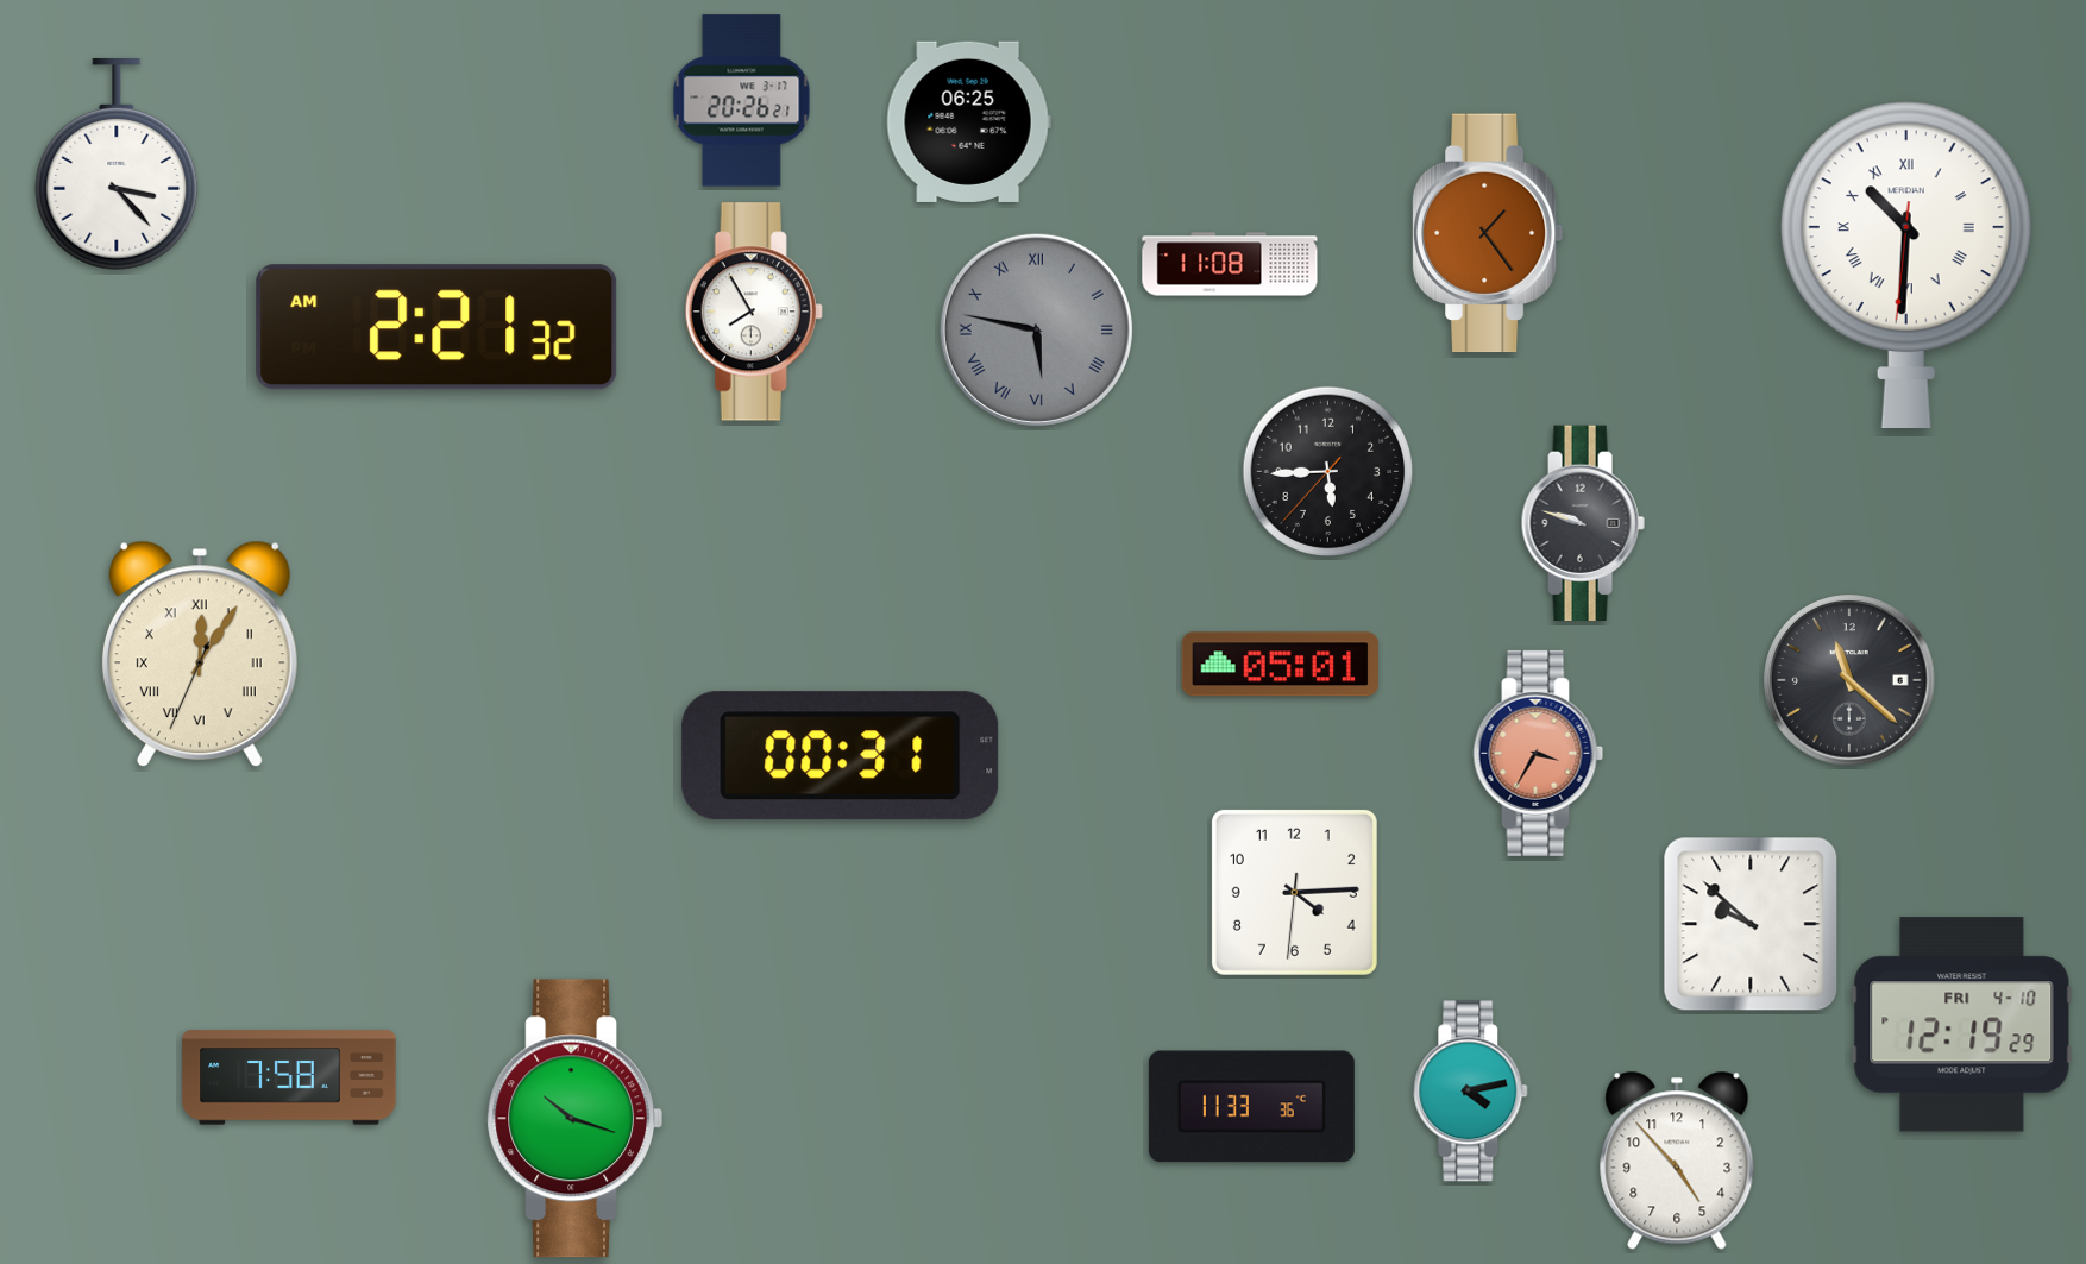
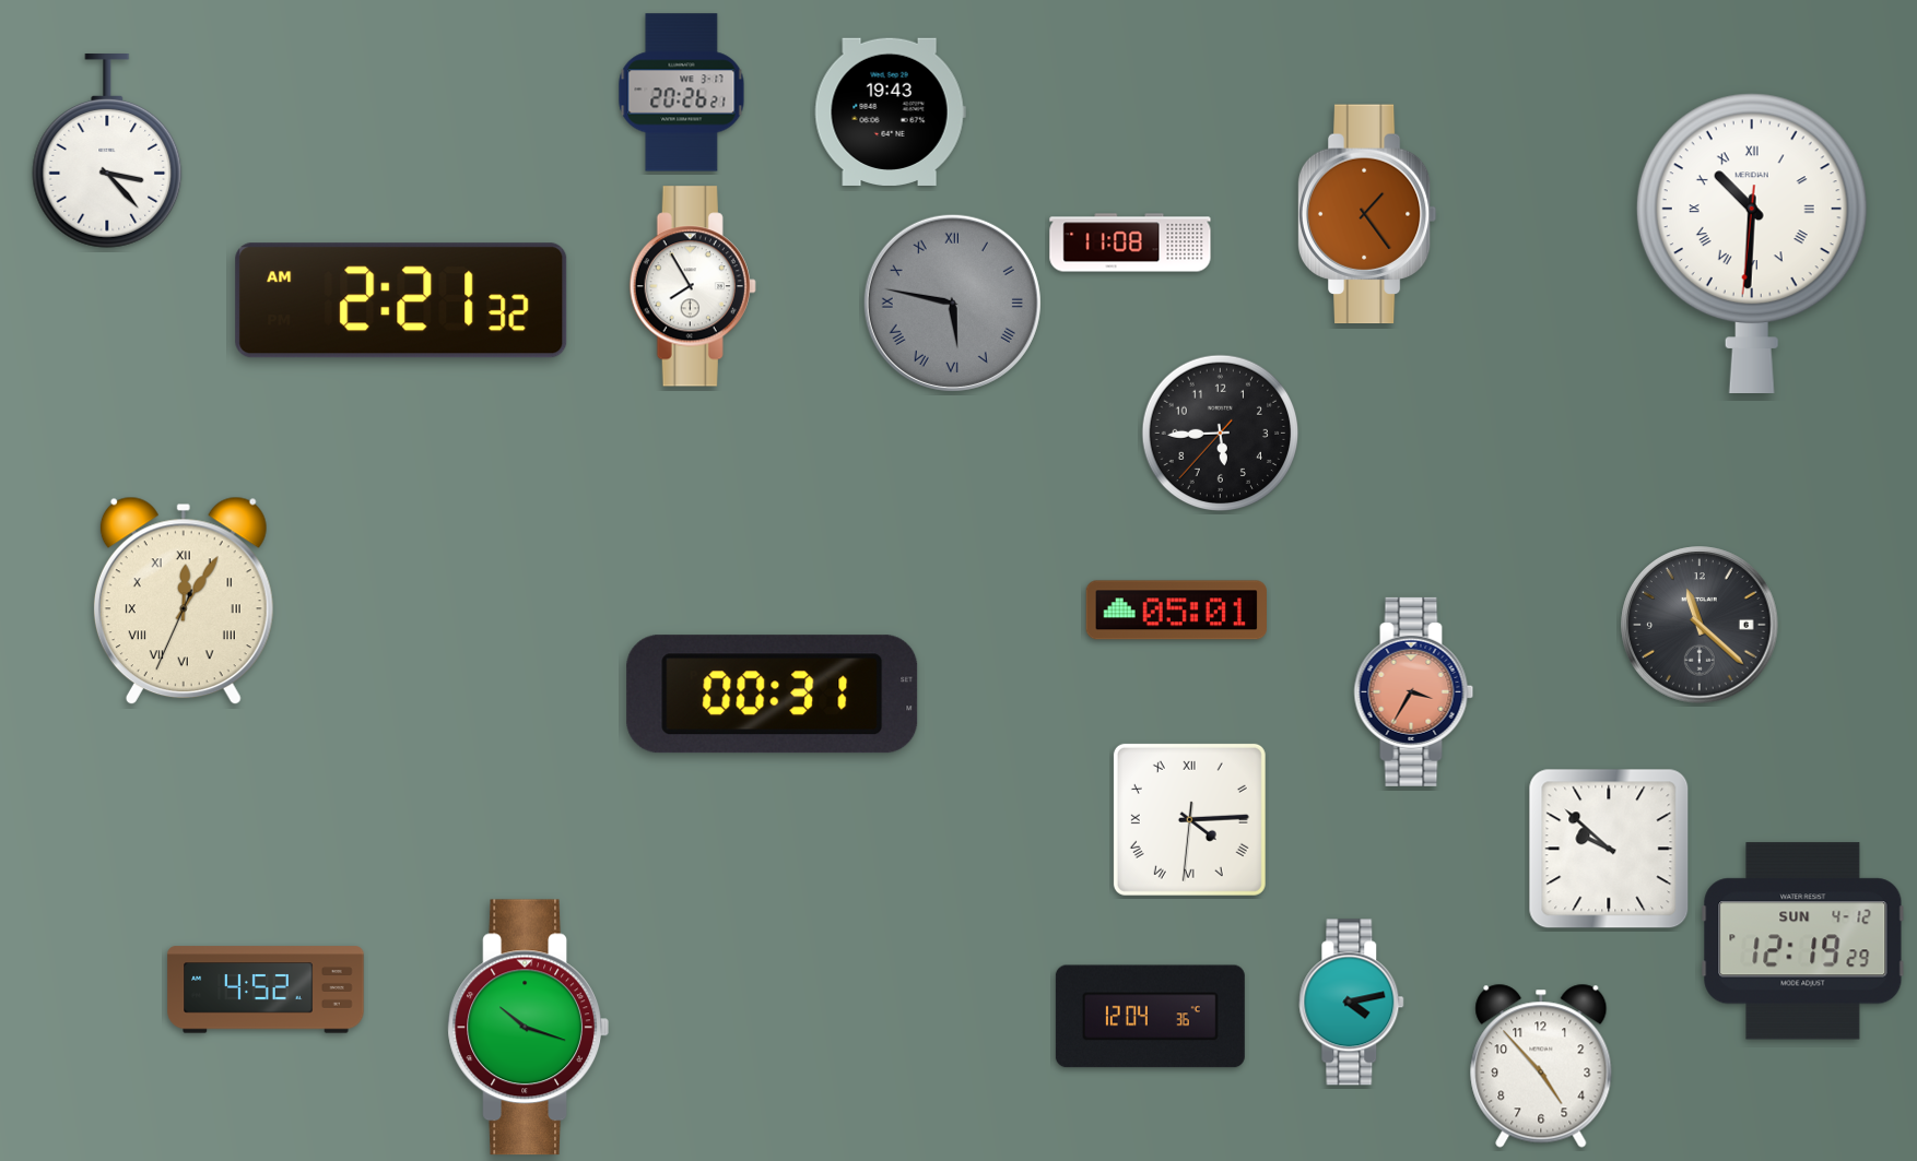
clock at (968, 121): 06:25 -> 19:43
clock at (1583, 523): 9:48 -> none
clock at (1294, 892) numerals: Arabic -> Roman
clock at (1962, 1025) date: FRI 4-10 -> SUN 4-12
clock at (289, 1077): 7:58 -> 4:52
clock at (1251, 1107): 11:33 -> 12:04
